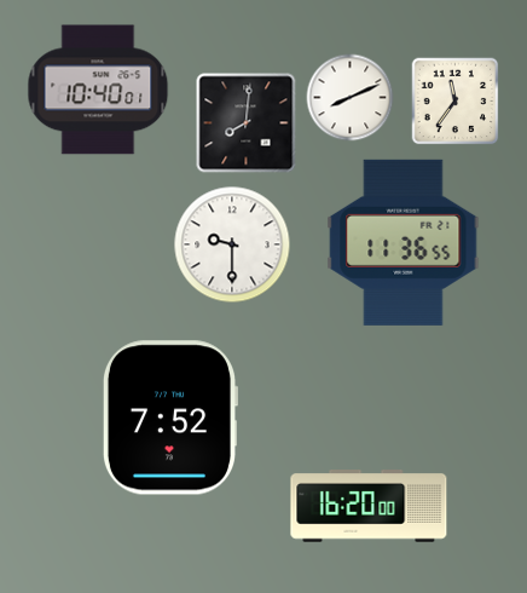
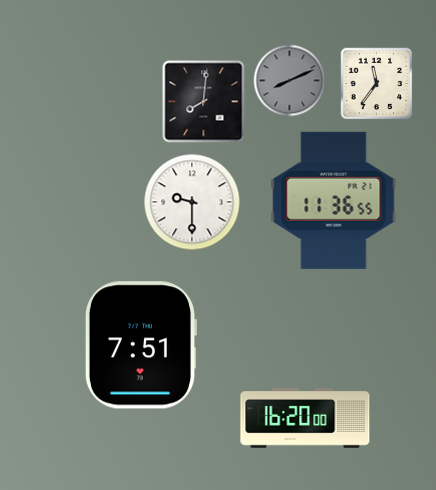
clock at (98, 90): 10:40 -> none
clock at (351, 98) dial: white -> grey
clock at (169, 418): 7:52 -> 7:51
